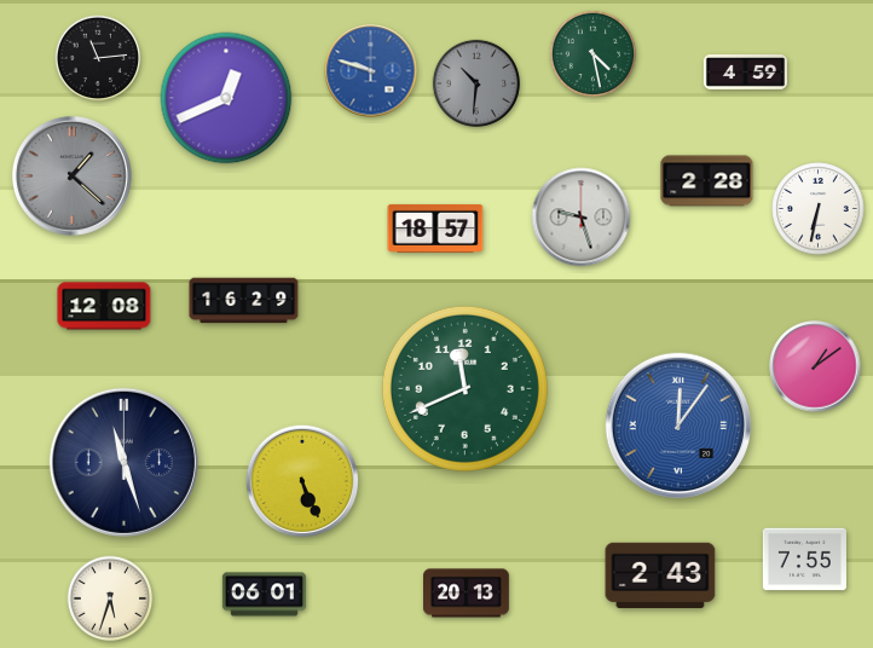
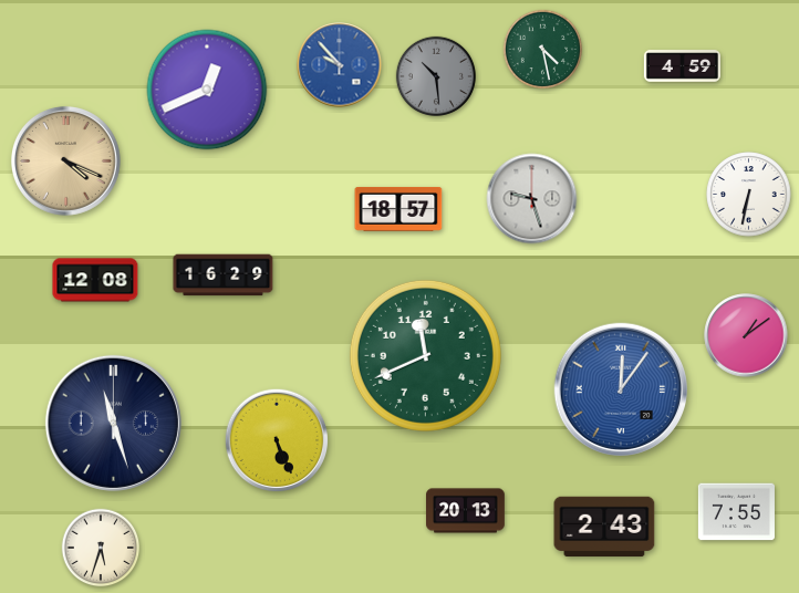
clock at (98, 58): 11:14 -> none
clock at (371, 71): 9:48 -> 9:53
clock at (475, 82): 10:31 -> 10:29
clock at (71, 175): 1:22 -> 4:19
clock at (71, 175) dial: grey -> champagne
clock at (707, 181): 2:28 -> none
clock at (819, 209) position: (819, 209) -> (749, 195)
clock at (467, 594) position: (467, 594) -> (466, 511)
clock at (264, 595): 06:01 -> none
